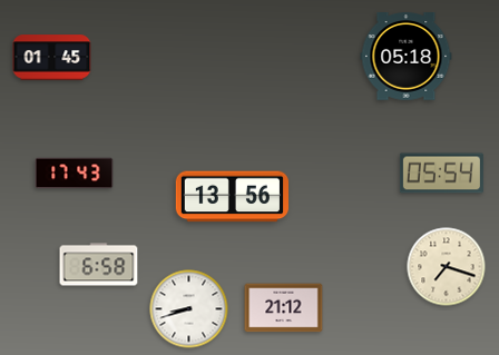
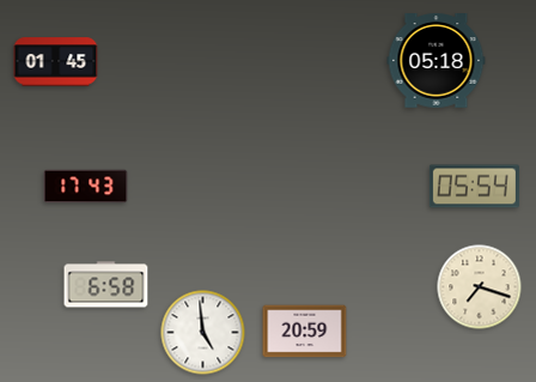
clock at (75, 174) position: (75, 174) -> (86, 187)
clock at (233, 197): 13:56 -> none
clock at (284, 308): 21:12 -> 20:59
clock at (189, 309): 8:42 -> 4:59
